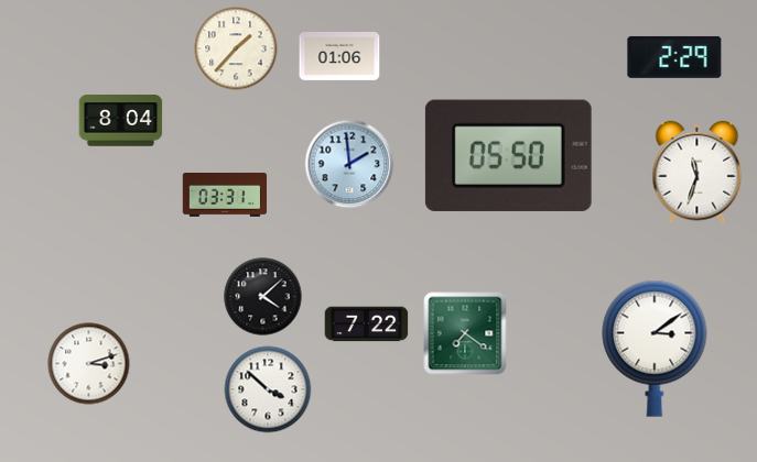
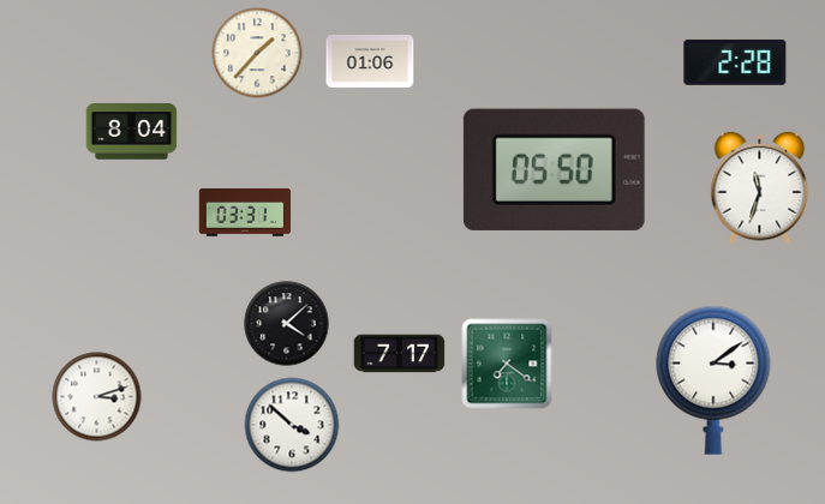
clock at (674, 57): 2:29 -> 2:28
clock at (349, 164): 1:59 -> none
clock at (367, 324): 7:22 -> 7:17
